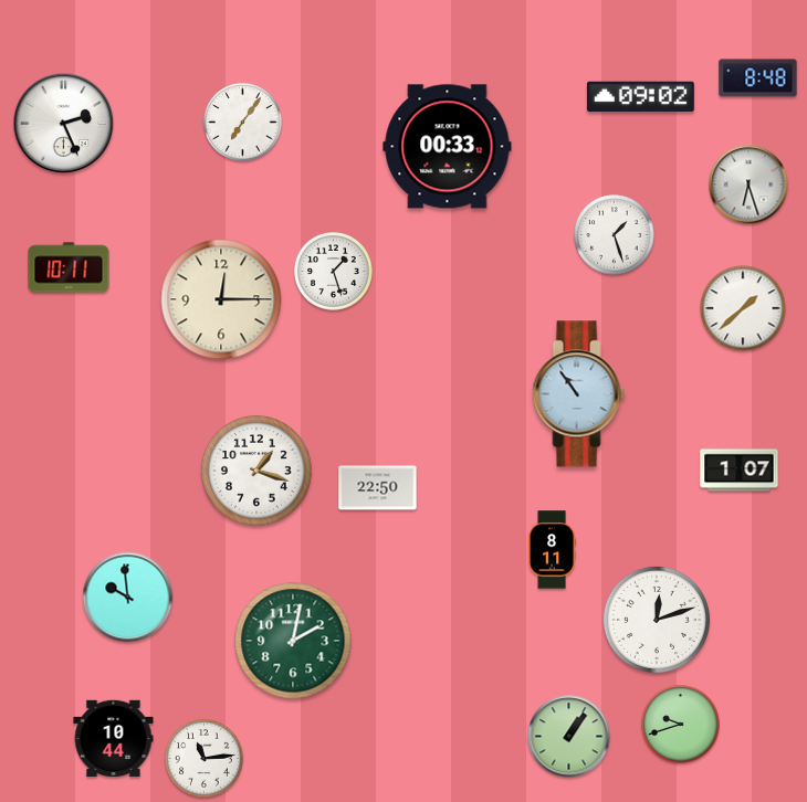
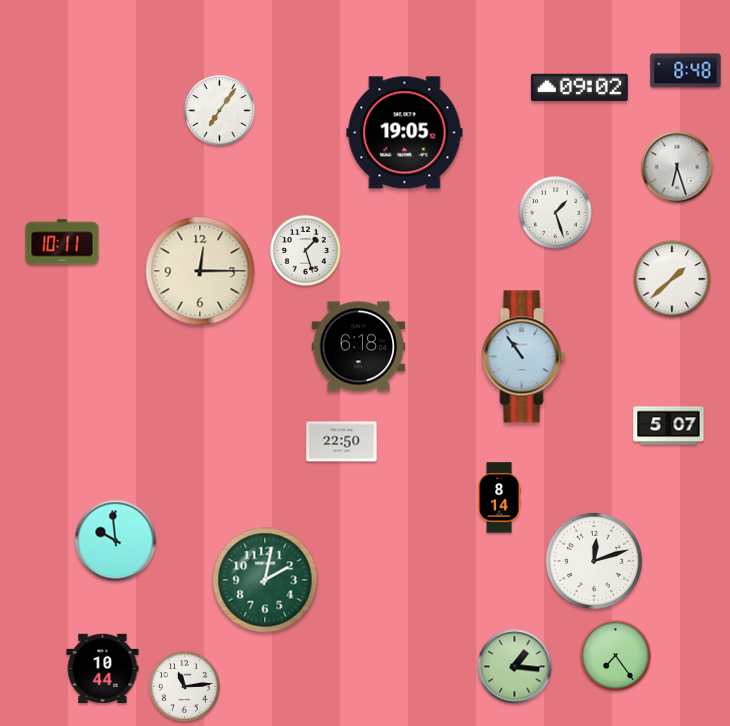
clock at (64, 124): 2:26 -> none
clock at (448, 147): 00:33 -> 19:05
clock at (334, 272) position: (334, 272) -> (306, 251)
clock at (359, 347): none -> 6:18
clock at (256, 471): 1:18 -> none
clock at (740, 471): 1:07 -> 5:07
clock at (552, 550): 8:11 -> 8:14
clock at (681, 725): 9:42 -> 7:24
clock at (569, 737): 1:06 -> 1:16
